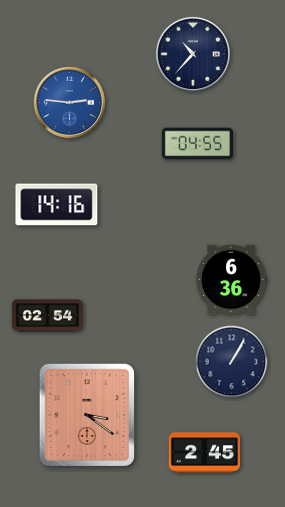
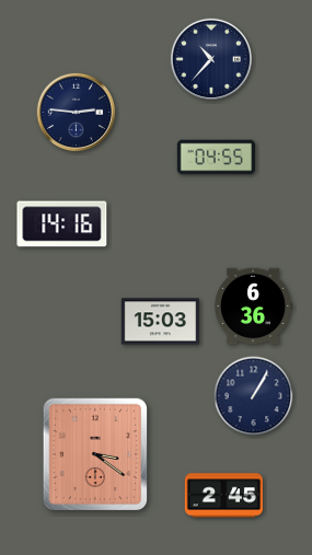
clock at (70, 103) dial: blue -> navy
clock at (160, 322): none -> 15:03
clock at (47, 316): 02:54 -> none
